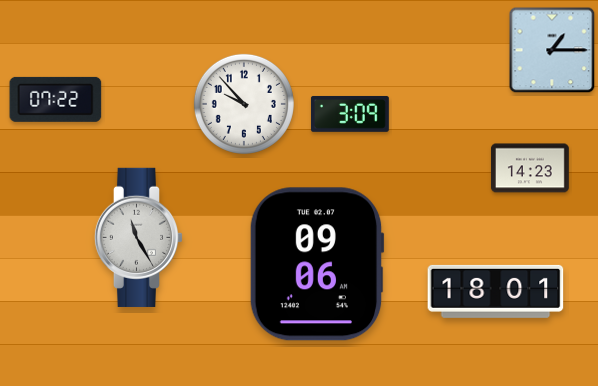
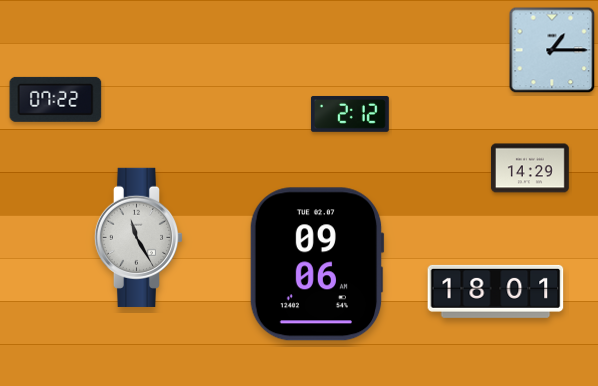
clock at (244, 104): 9:53 -> none
clock at (350, 114): 3:09 -> 2:12
clock at (530, 168): 14:23 -> 14:29
